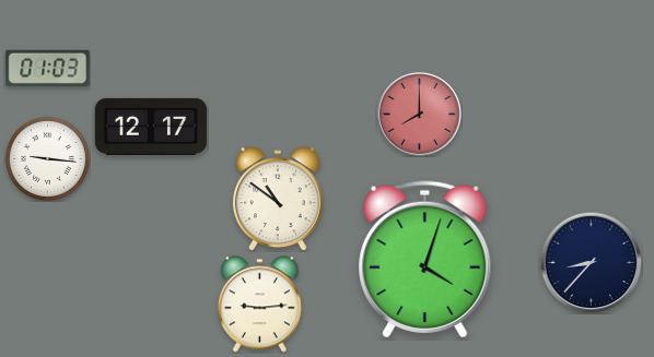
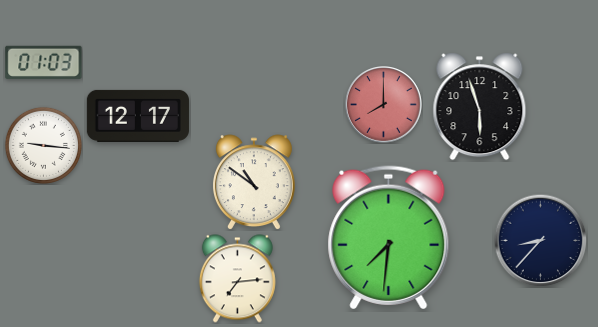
clock at (480, 107): none -> 5:57
clock at (425, 260): 4:03 -> 7:31
clock at (259, 305): 9:14 -> 7:14
